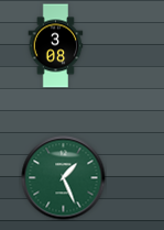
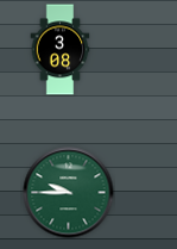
clock at (64, 178): 1:26 -> 9:45
